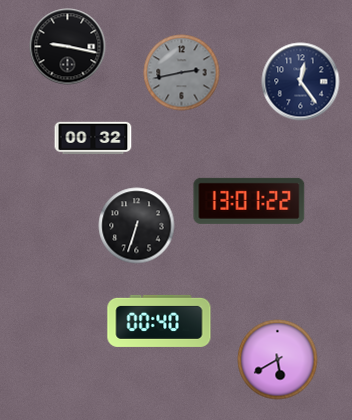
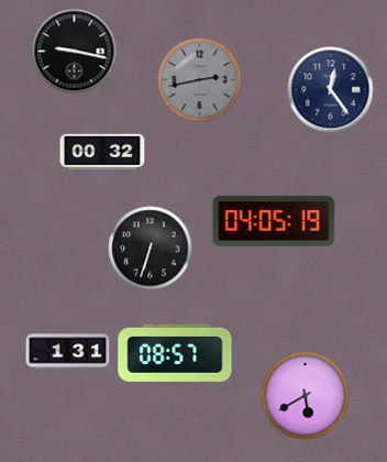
clock at (249, 201): 13:01 -> 04:05
clock at (68, 352): none -> 1:31
clock at (159, 321): 00:40 -> 08:57
